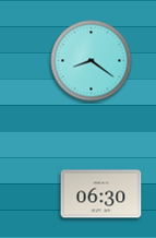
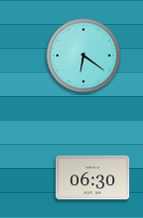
clock at (92, 61): 8:21 -> 6:21
